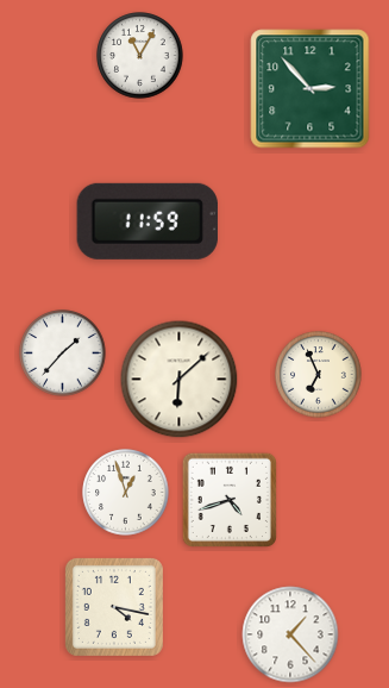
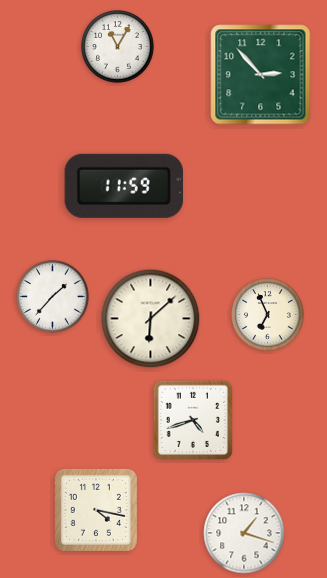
clock at (126, 493): 12:57 -> none
clock at (290, 634): 1:23 -> 1:18
